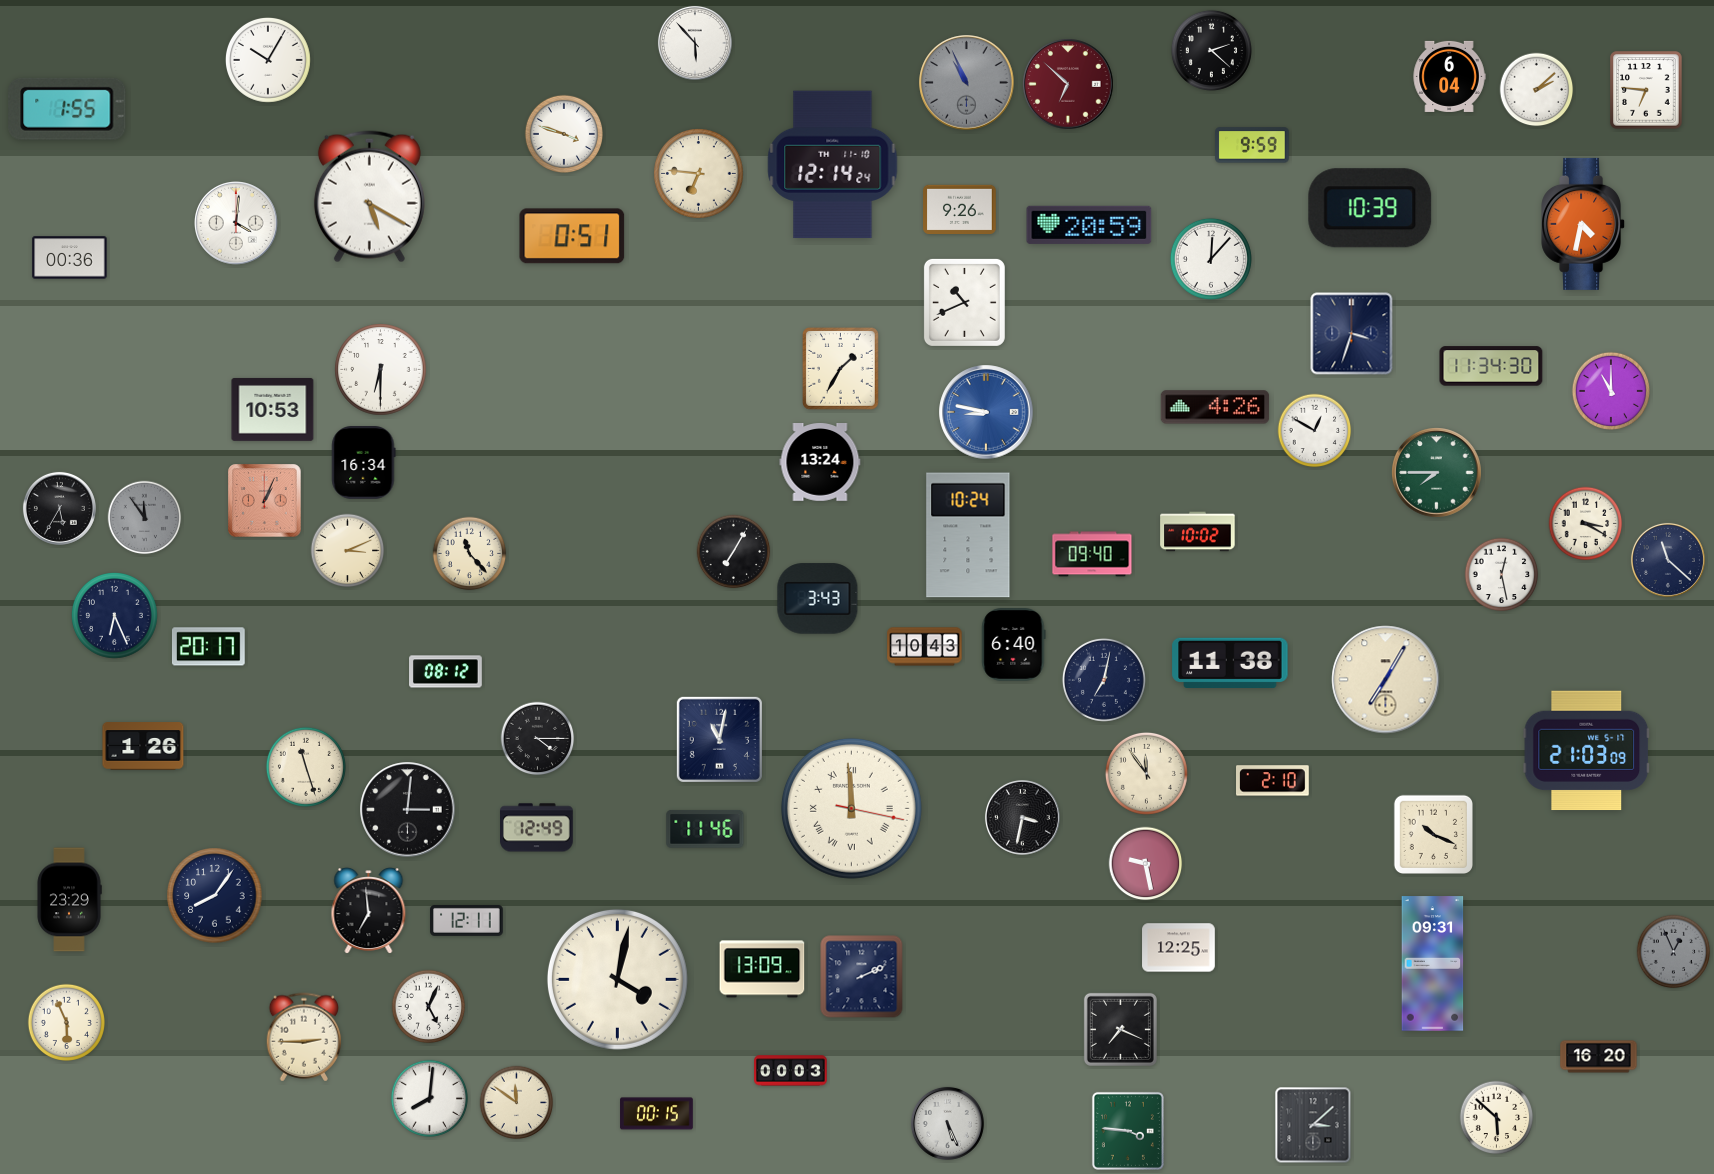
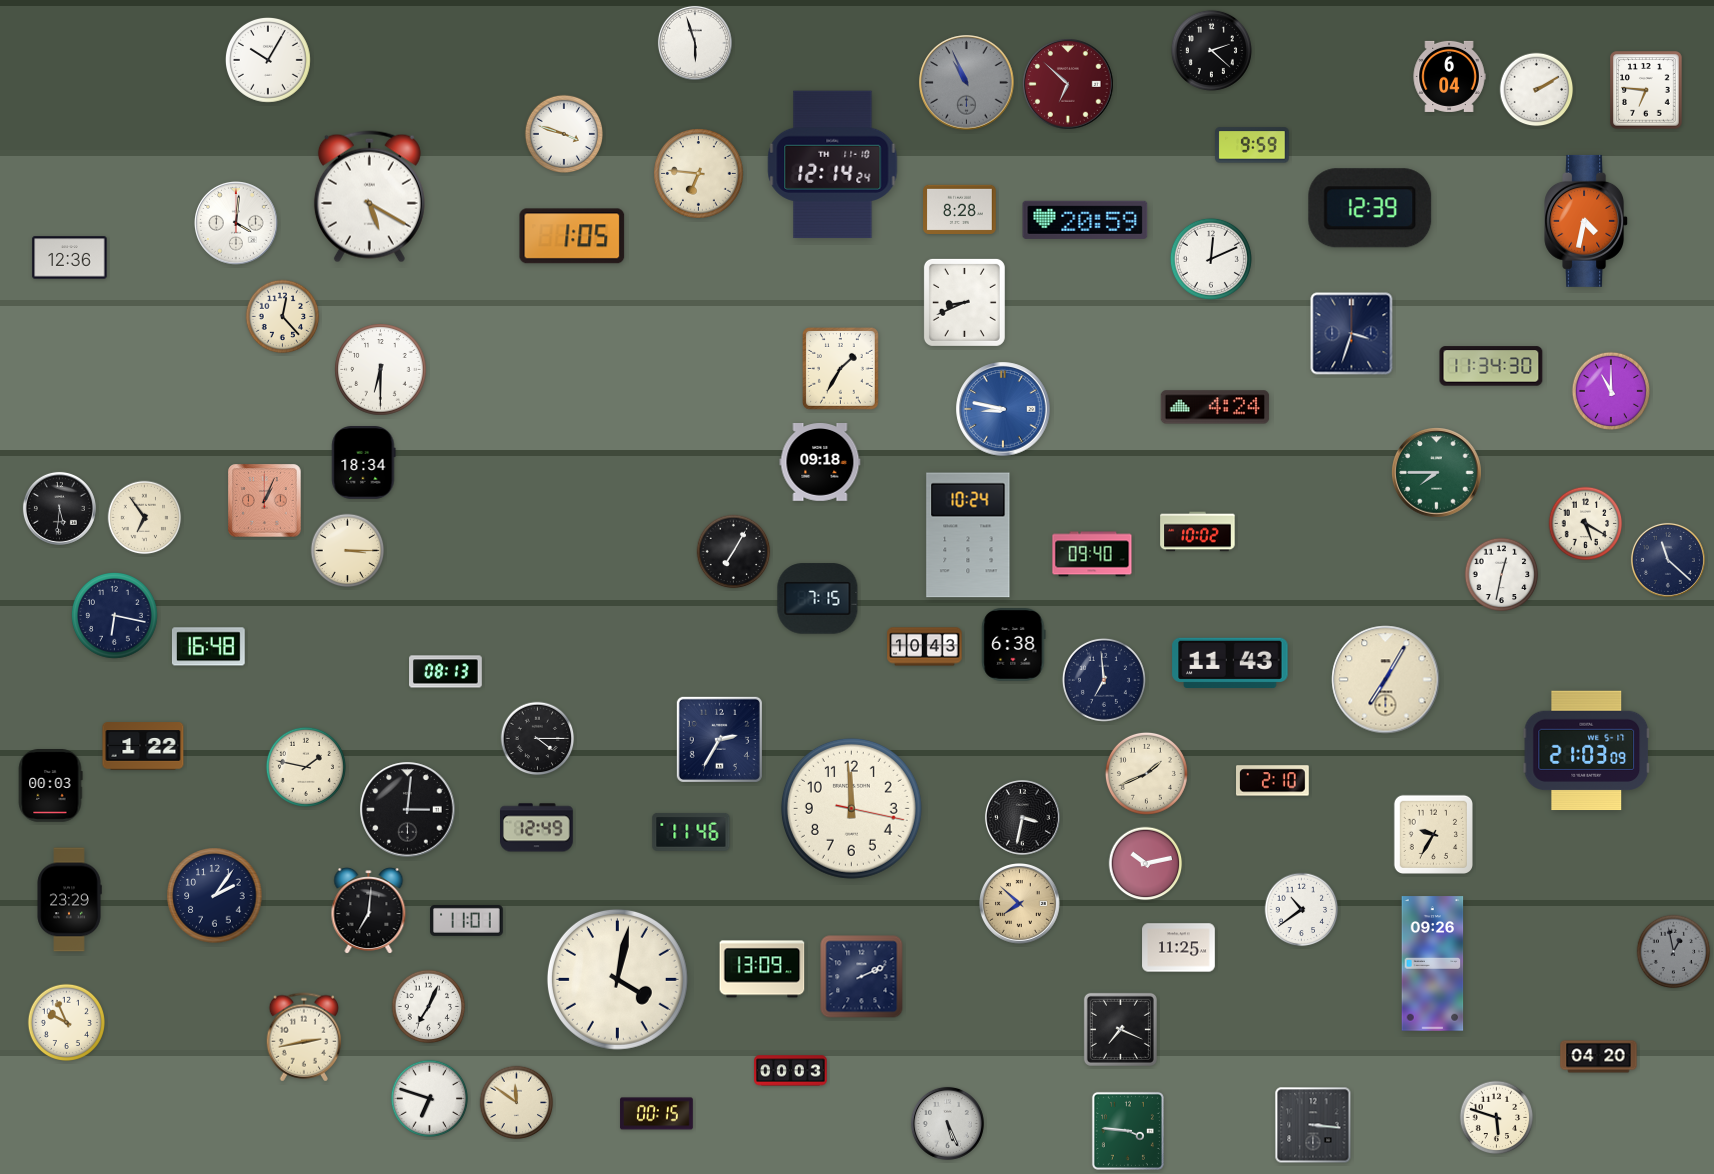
clock at (695, 43): 5:53 -> 5:57
clock at (1537, 90): 2:08 -> 2:10
clock at (67, 109): 1:55 -> none
clock at (1370, 208): 10:39 -> 12:39
clock at (960, 209): 9:26 -> 8:28
clock at (1584, 224) position: (1584, 224) -> (1587, 221)
clock at (1089, 225) position: (1089, 225) -> (1085, 220)
clock at (572, 236): 0:51 -> 1:05
clock at (70, 258): 00:36 -> 12:36
clock at (1211, 259): 12:07 -> 12:11
clock at (964, 302): 10:41 -> 8:41
clock at (283, 317): none -> 12:23
clock at (1215, 407): 4:26 -> 4:24
clock at (273, 409): 10:53 -> none
clock at (986, 412) position: (986, 412) -> (1003, 409)
clock at (1315, 431): 12:50 -> none
clock at (364, 463): 16:34 -> 18:34
clock at (820, 463): 13:24 -> 09:18
clock at (59, 508): 5:35 -> 5:31
clock at (145, 518): 11:54 -> 6:54
clock at (145, 518) dial: grey -> cream
clock at (1586, 524): 3:20 -> 5:20
clock at (348, 551): 3:11 -> 3:15
clock at (470, 554): 11:23 -> none
clock at (1502, 575): 12:28 -> 12:32
clock at (818, 599): 3:43 -> 7:15
clock at (115, 616): 6:26 -> 6:17
clock at (1014, 645): 6:40 -> 6:38
clock at (208, 647): 20:17 -> 16:48
clock at (1230, 662): 11:38 -> 11:43
clock at (446, 672): 08:12 -> 08:13
clock at (1104, 680): 7:02 -> 6:59
clock at (719, 739): 11:02 -> 2:35
clock at (143, 746): 1:26 -> 1:22
clock at (306, 767): 11:27 -> 1:47
clock at (1146, 773): 11:54 -> 1:41
clock at (50, 786): none -> 00:03
clock at (851, 808) numerals: Roman -> Arabic
clock at (705, 829) position: (705, 829) -> (691, 832)
clock at (1433, 834): 10:19 -> 9:35
clock at (1146, 864): 9:28 -> 10:13
clock at (215, 896): 8:06 -> 2:06
clock at (1020, 904): none -> 7:52
clock at (1302, 910): none -> 10:39
clock at (369, 911): 6:59 -> 7:01
clock at (467, 920): 12:11 -> 11:01
clock at (1179, 948): 12:25 -> 11:25
clock at (1674, 952): 12:56 -> 12:58
clock at (1433, 964): 09:31 -> 09:26
clock at (429, 1007): 5:04 -> 7:04
clock at (66, 1022): 5:56 -> 9:56
clock at (304, 1037): 2:45 -> 2:43
clock at (1599, 1057): 16:20 -> 04:20
clock at (429, 1098): 8:01 -> 6:48
clock at (1497, 1118): 5:52 -> 5:48
clock at (1313, 1125): 3:08 -> 3:16
